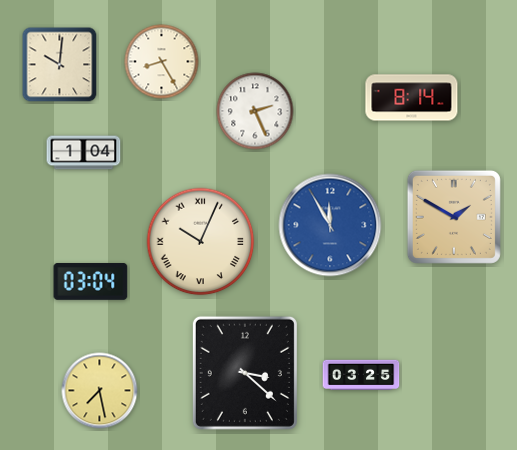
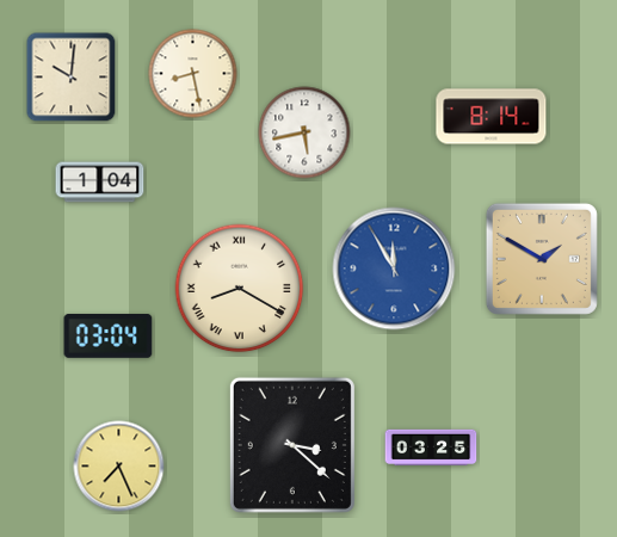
clock at (162, 62): 8:25 -> 8:28
clock at (255, 111): 2:26 -> 5:43
clock at (201, 242): 10:04 -> 8:20
clock at (100, 391): 7:28 -> 7:26
